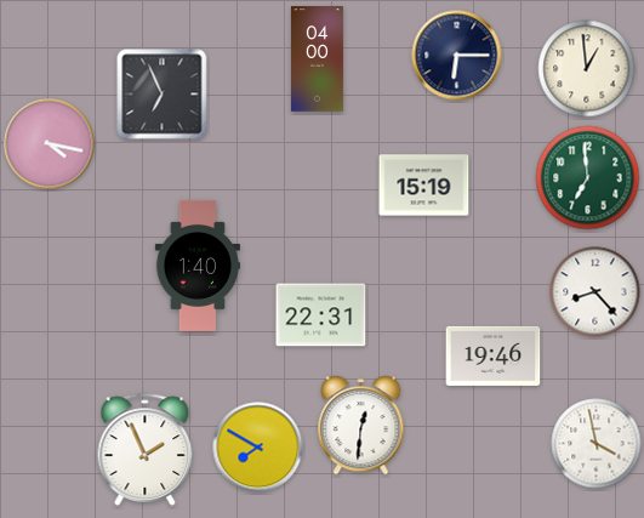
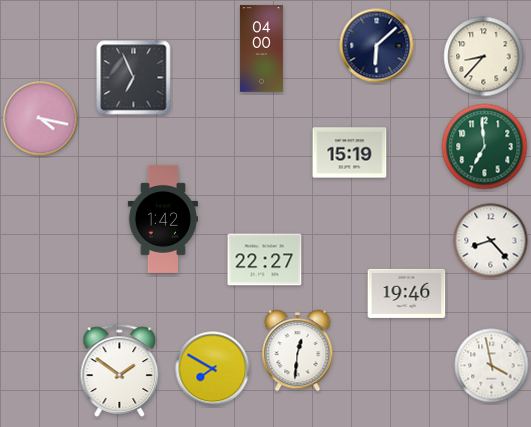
clock at (457, 56): 6:15 -> 6:08
clock at (587, 69): 12:59 -> 8:37
clock at (198, 266): 1:40 -> 1:42
clock at (321, 315): 22:31 -> 22:27
clock at (146, 449): 1:56 -> 1:51
